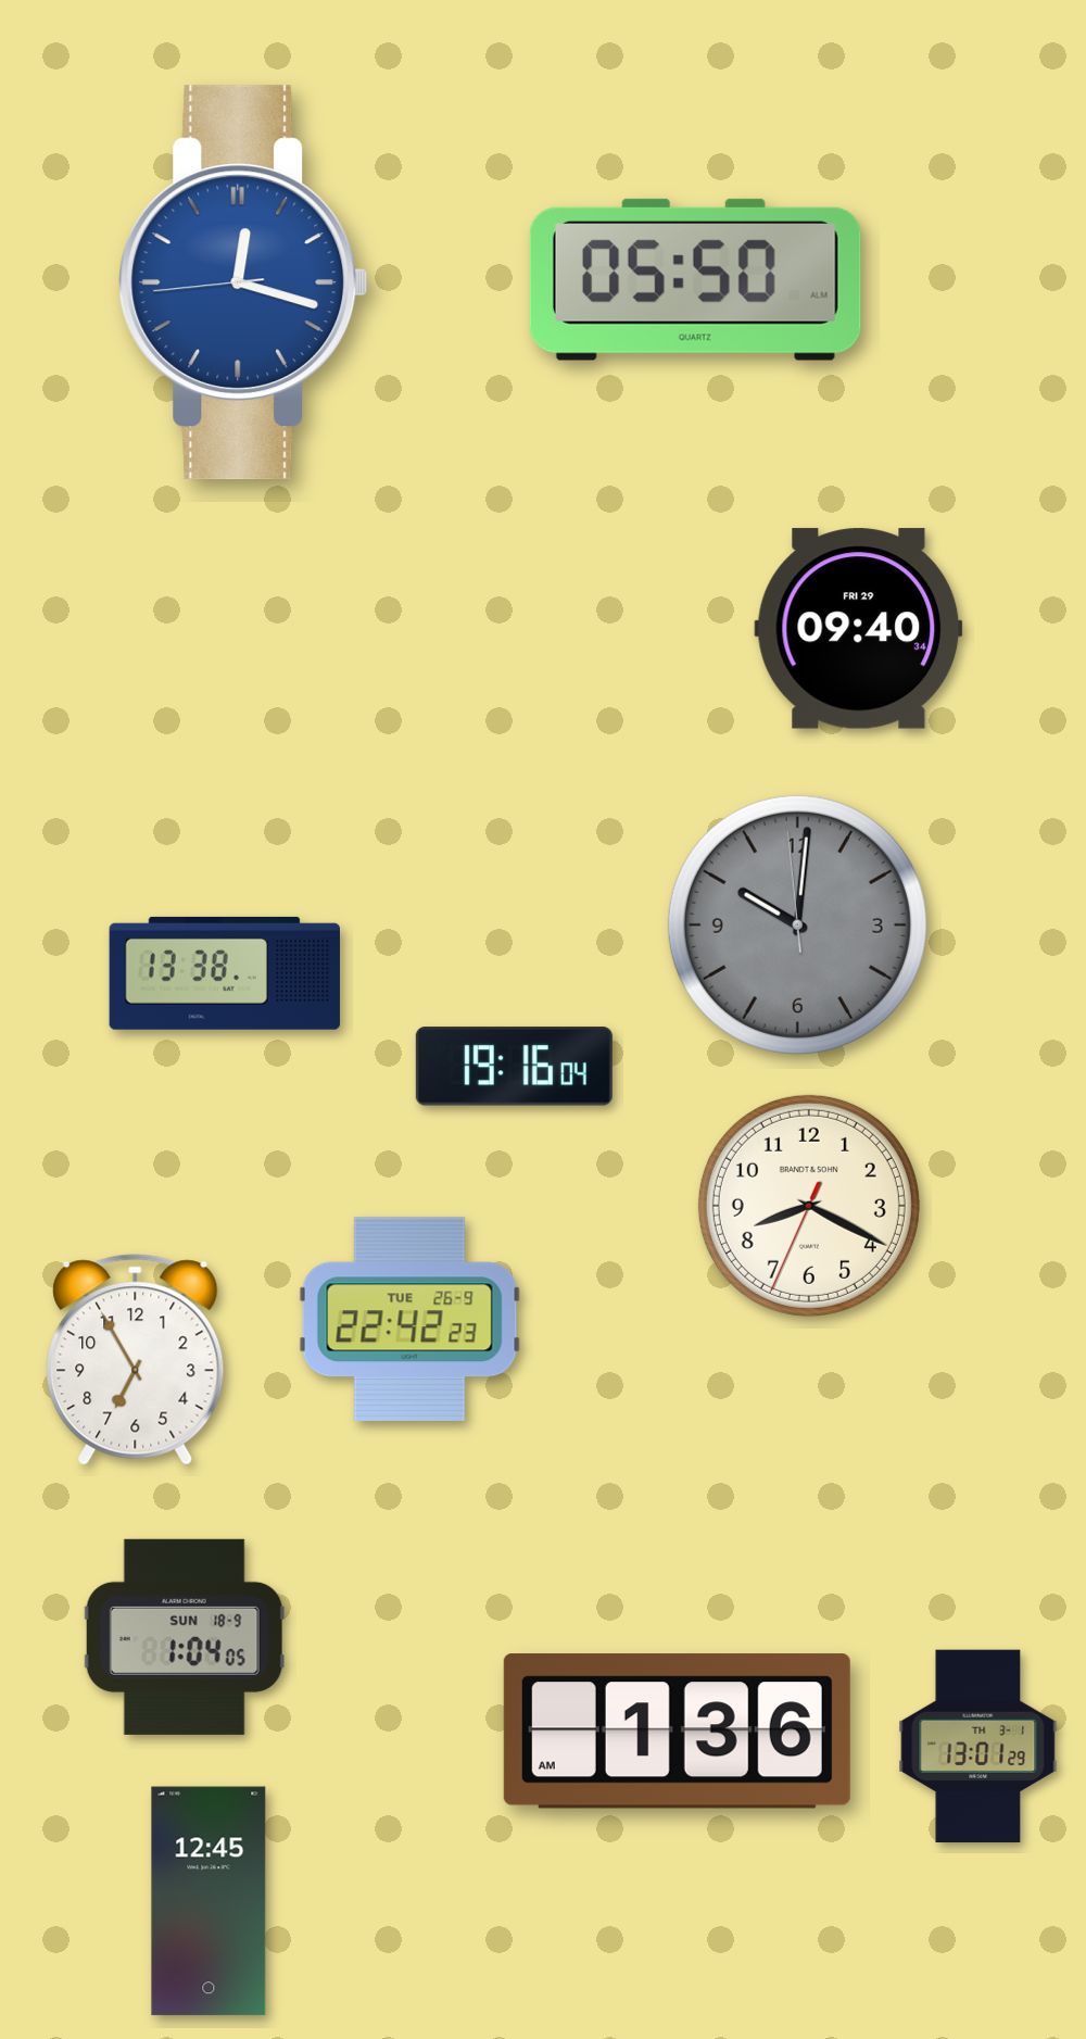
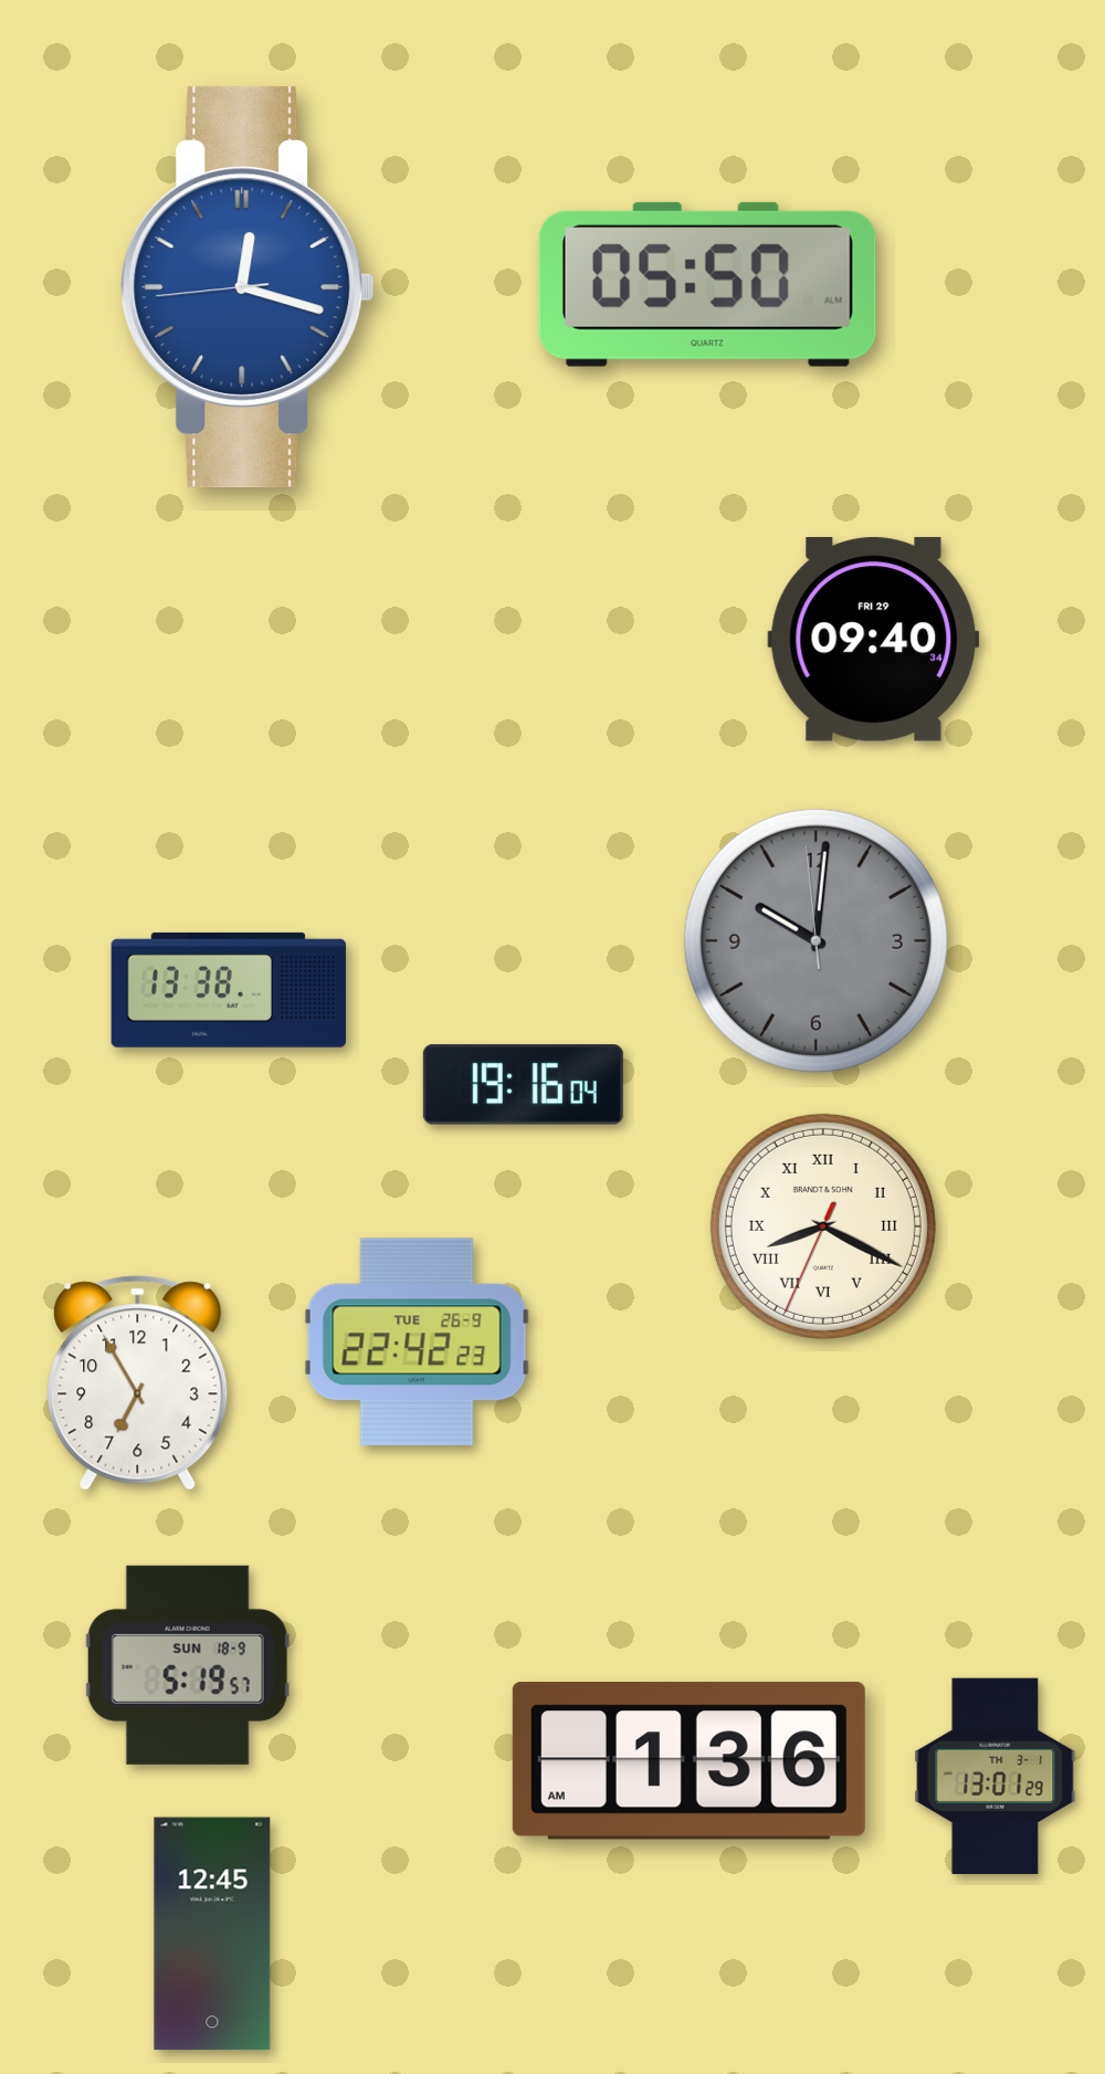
clock at (797, 924) position: (797, 924) -> (815, 940)
clock at (809, 1206) numerals: Arabic -> Roman
clock at (185, 1637): 1:04 -> 5:19
